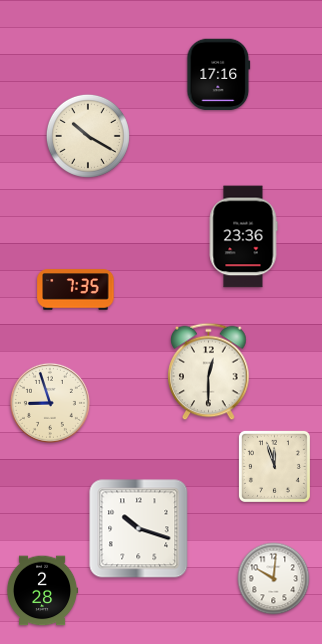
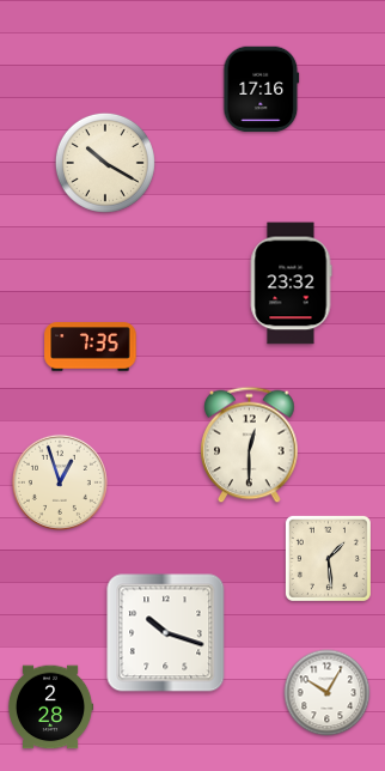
clock at (243, 237): 23:36 -> 23:32
clock at (50, 403): 8:57 -> 12:57
clock at (274, 466): 11:57 -> 1:29
clock at (274, 579): 10:01 -> 10:05
